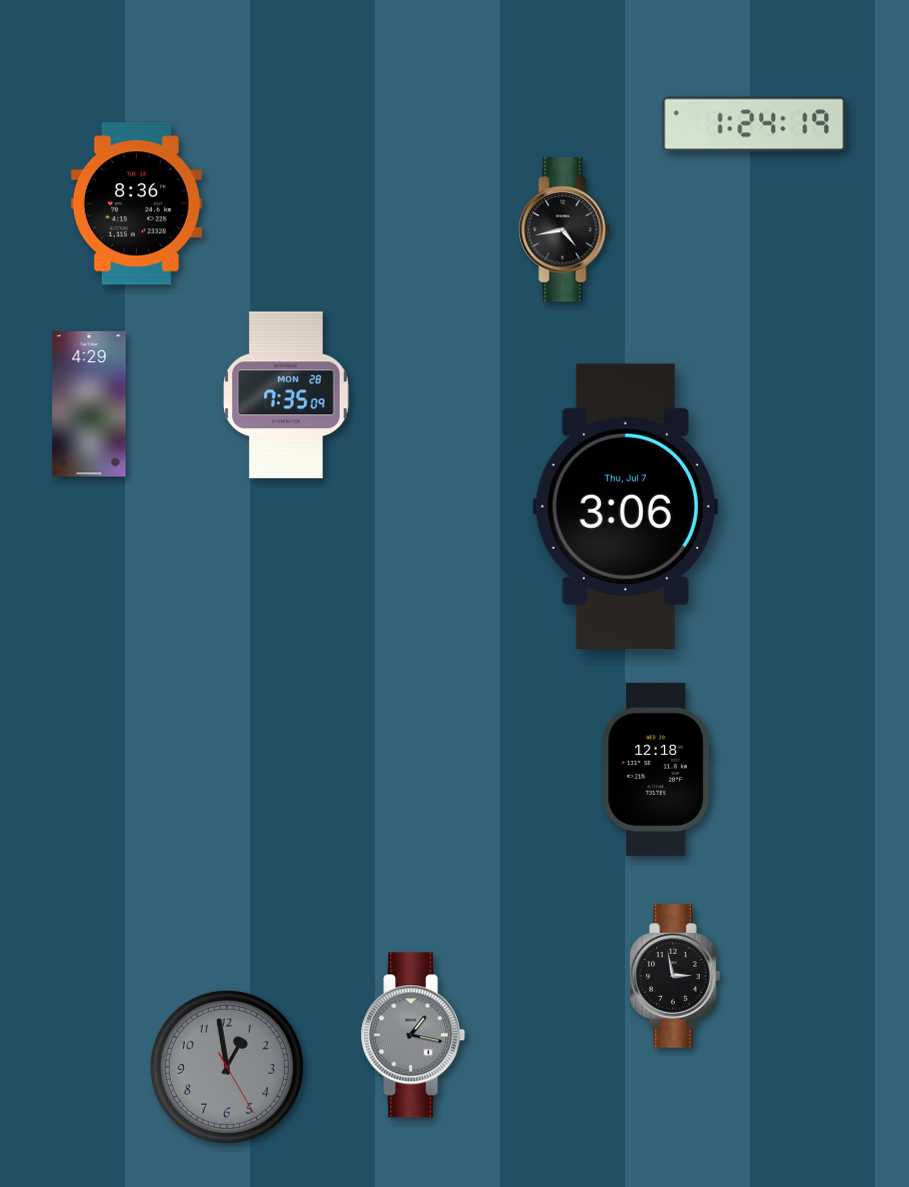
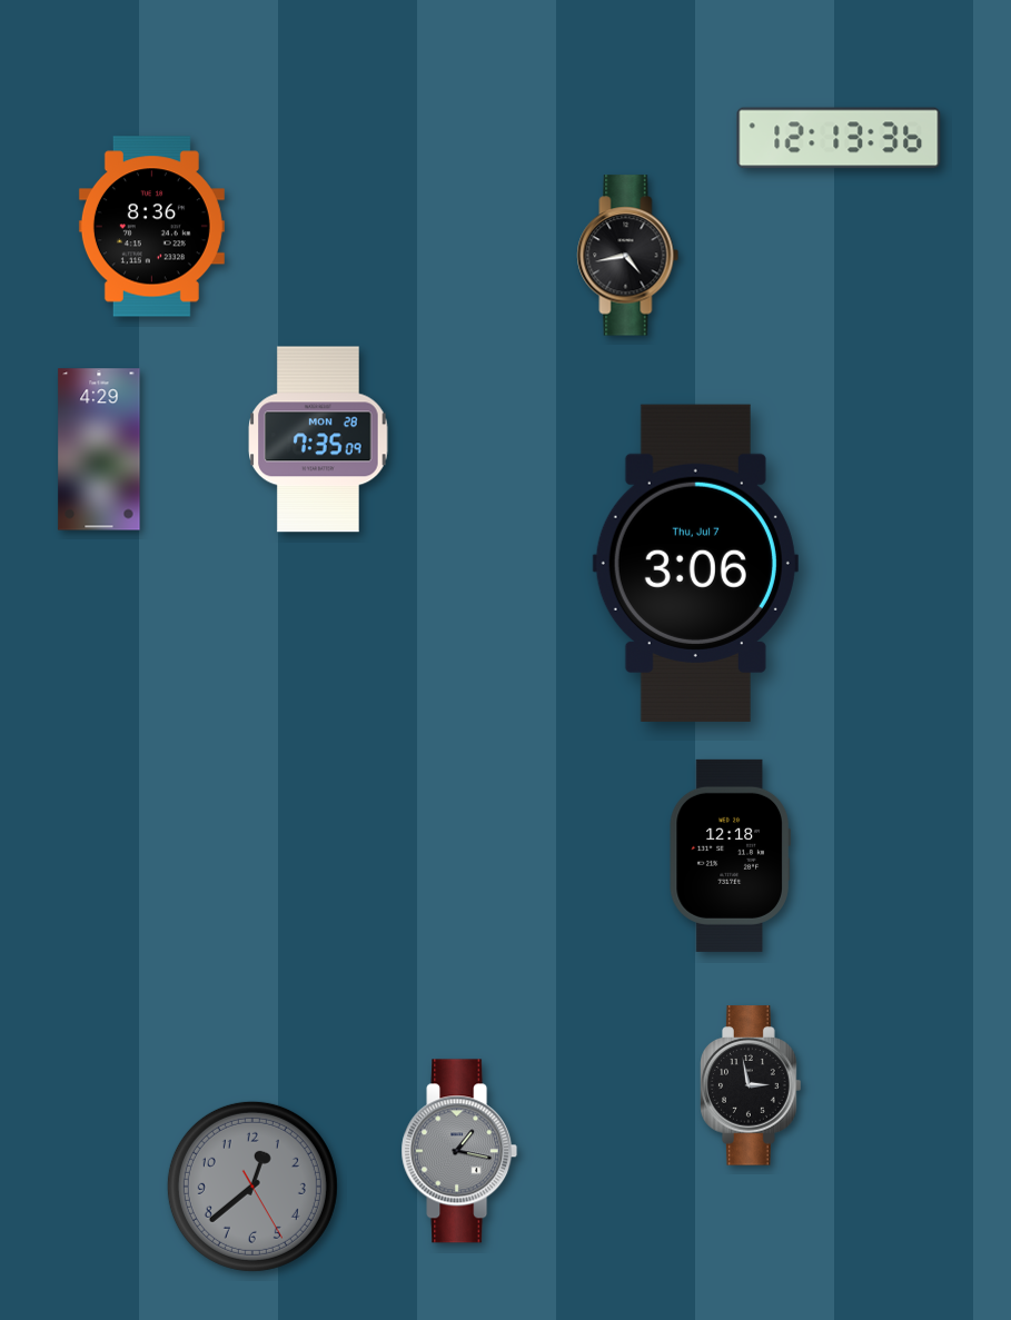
clock at (754, 124): 1:24 -> 12:13
clock at (227, 1067): 12:58 -> 12:38
